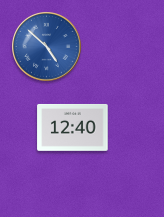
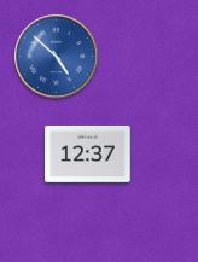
clock at (73, 127): 12:40 -> 12:37
